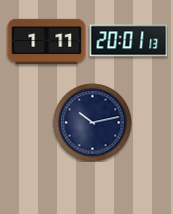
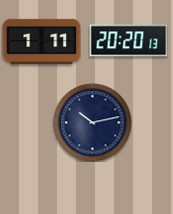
clock at (46, 41) position: (46, 41) -> (41, 41)
clock at (128, 41): 20:01 -> 20:20
